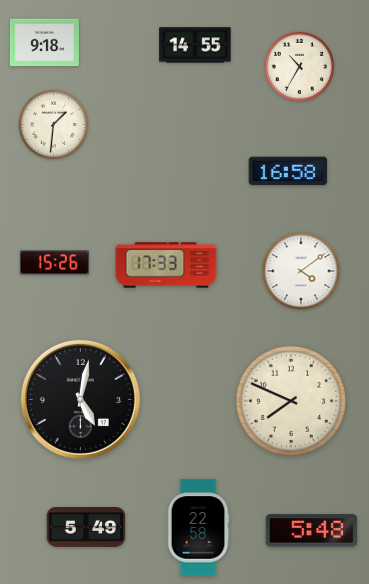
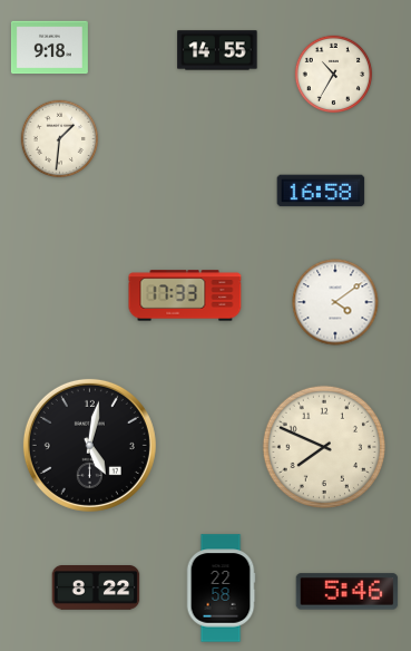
clock at (54, 263): 15:26 -> none
clock at (86, 528): 5:49 -> 8:22
clock at (312, 531): 5:48 -> 5:46
